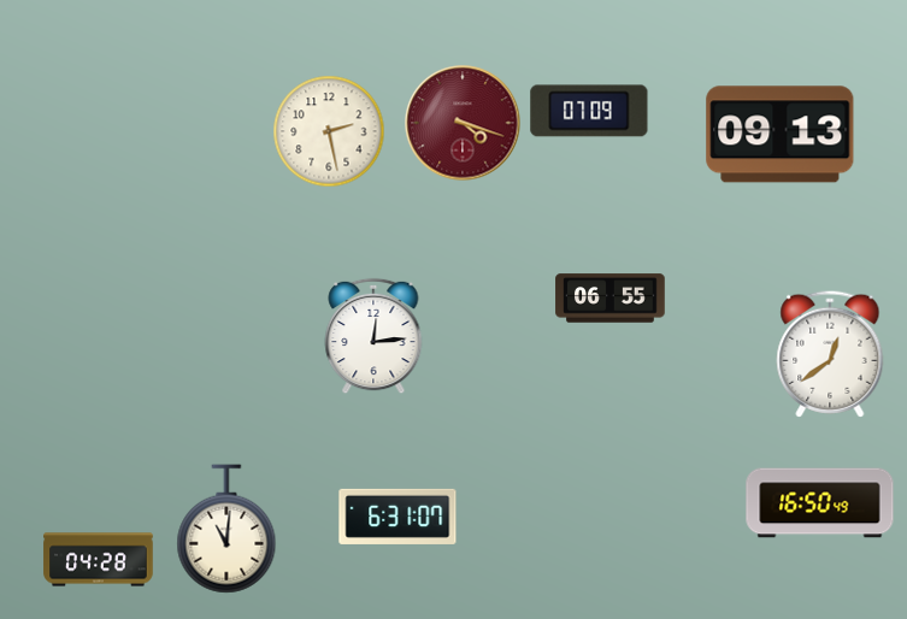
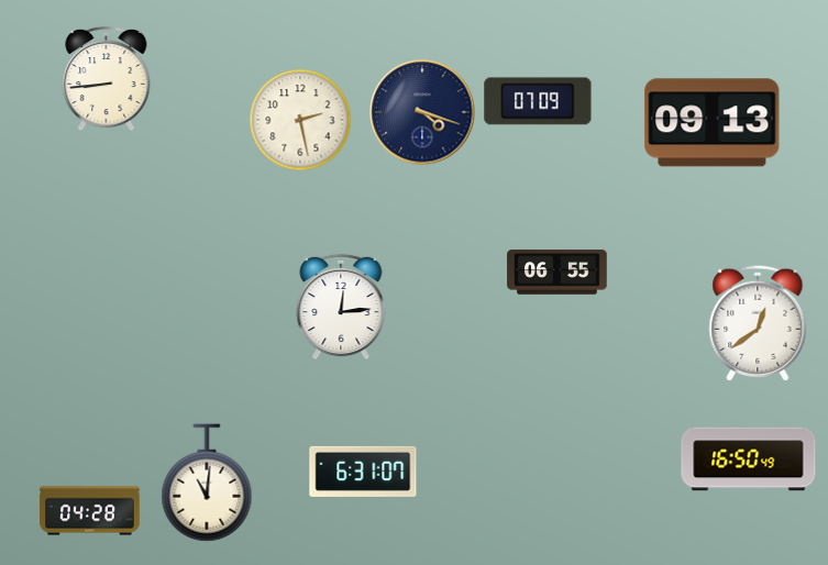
clock at (107, 79): none -> 8:44
clock at (463, 123) dial: burgundy -> navy
